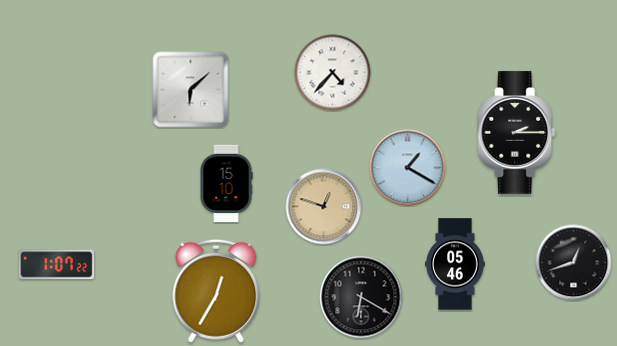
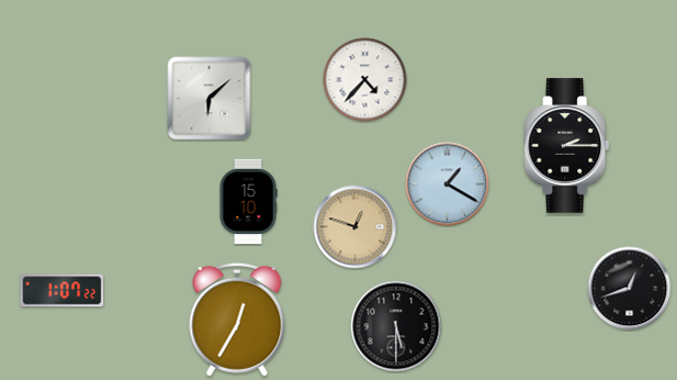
clock at (455, 264): 05:46 -> none
clock at (361, 297): 6:20 -> 5:30
